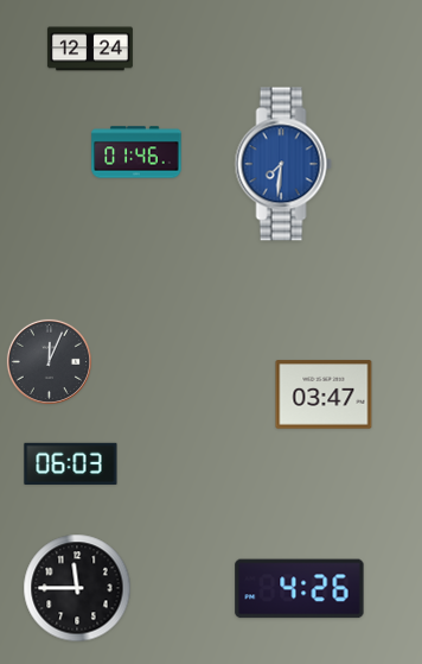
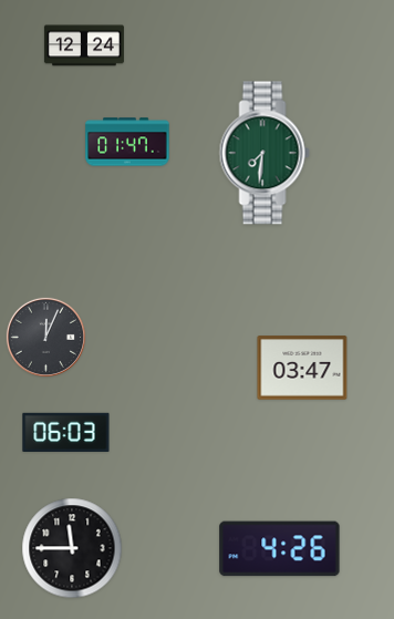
clock at (136, 152): 01:46 -> 01:47
clock at (283, 164) dial: blue -> green
